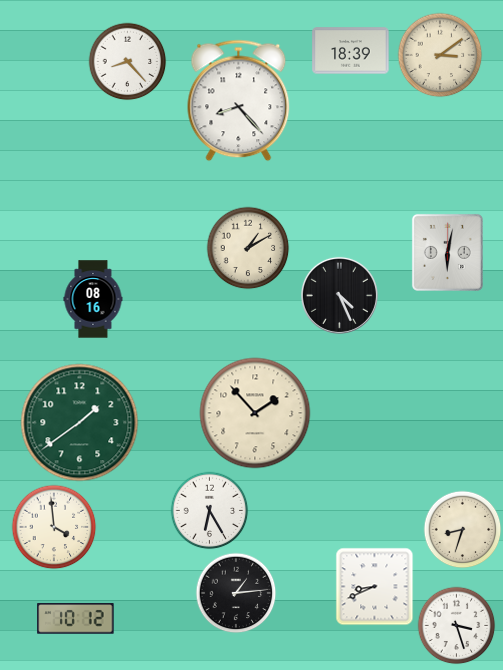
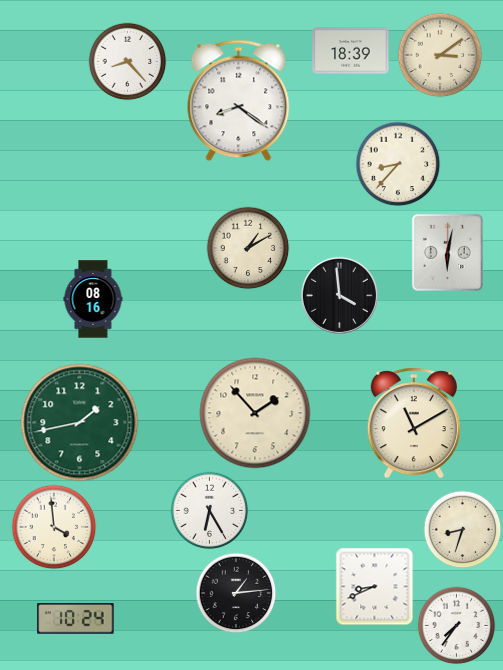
clock at (239, 101): 8:23 -> 8:21
clock at (398, 164): none -> 8:37
clock at (339, 295): 4:26 -> 3:59
clock at (80, 423): 1:39 -> 1:43
clock at (414, 423): none -> 11:10
clock at (76, 619): 10:12 -> 10:24
clock at (456, 625): 3:27 -> 7:36
